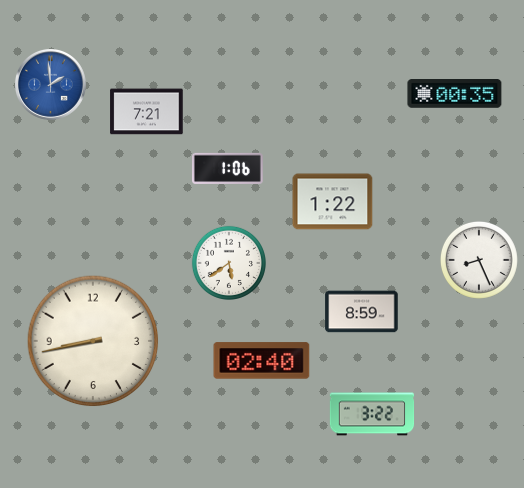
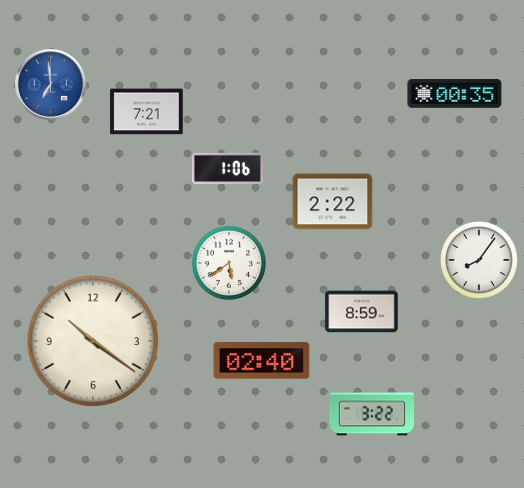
clock at (50, 84): 1:59 -> 6:59
clock at (333, 202): 1:22 -> 2:22
clock at (479, 260): 8:26 -> 8:06
clock at (93, 341): 8:43 -> 10:21
